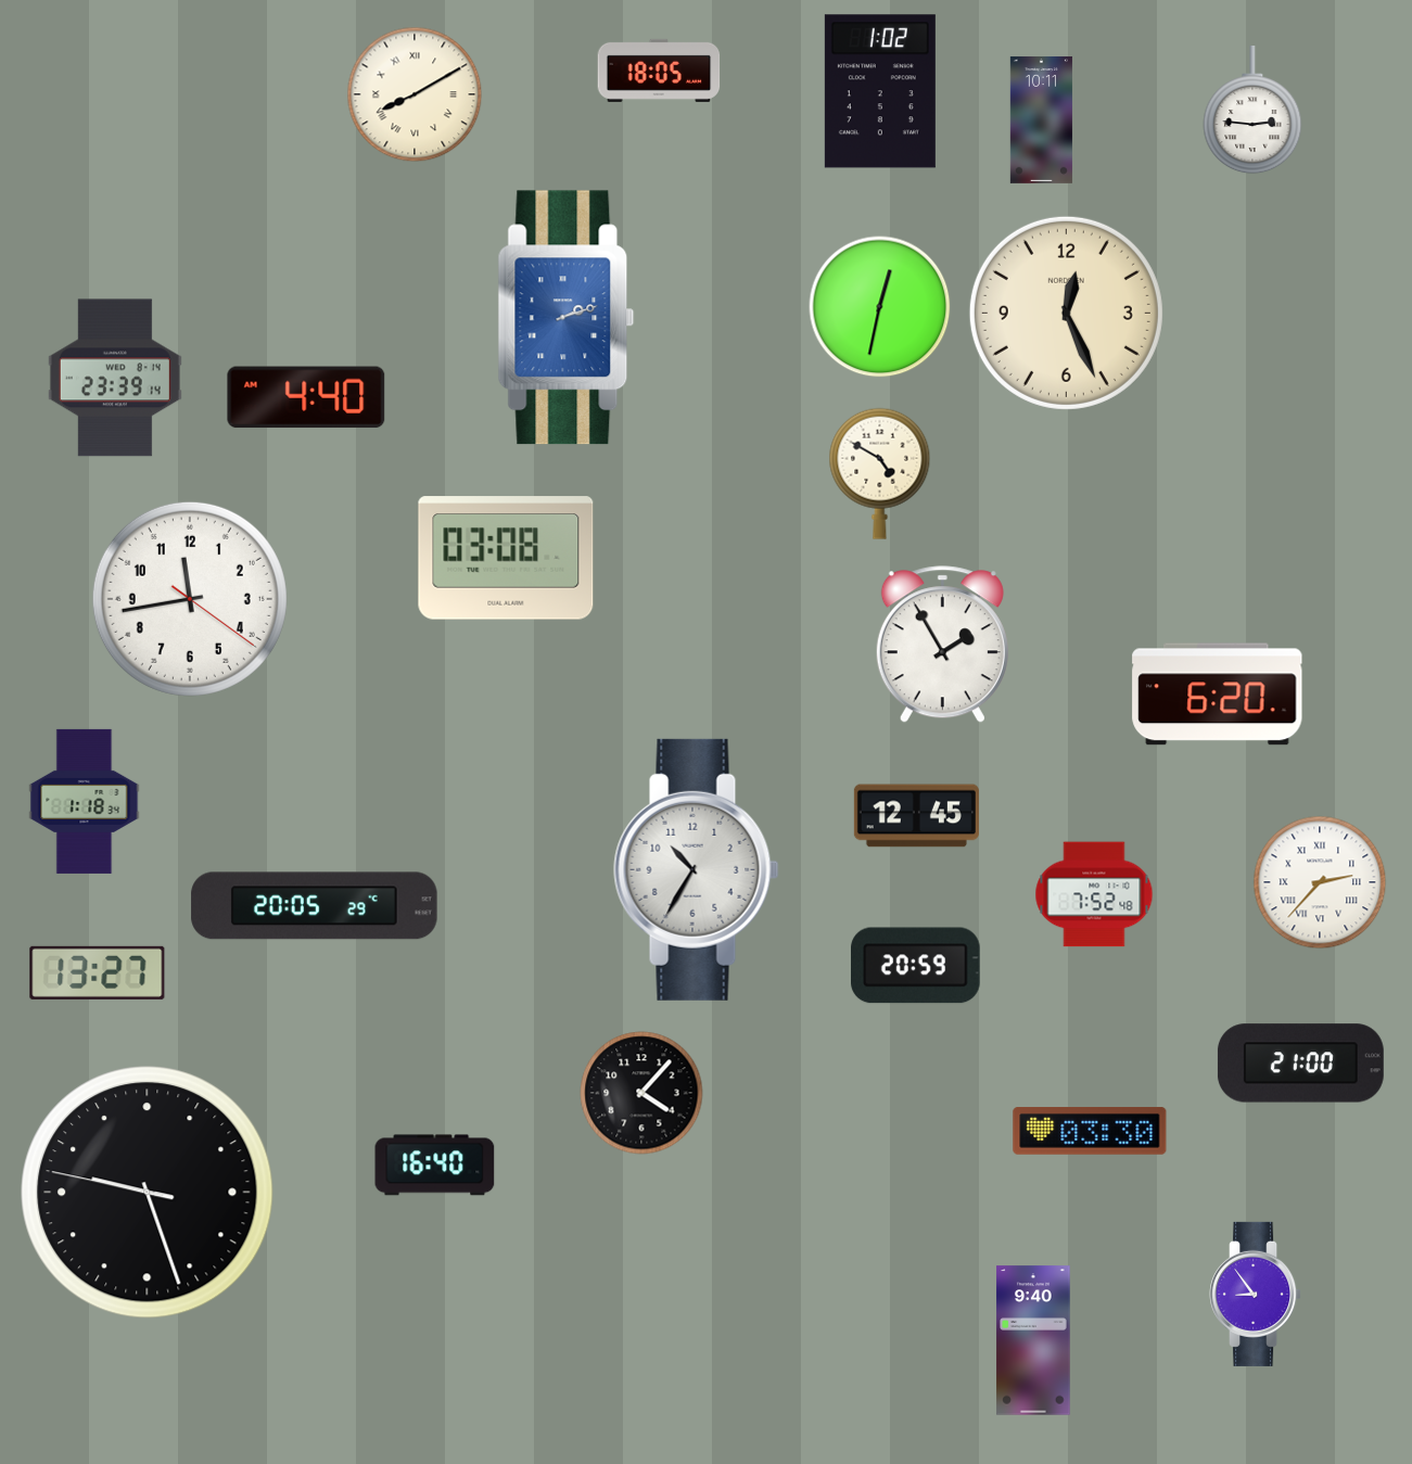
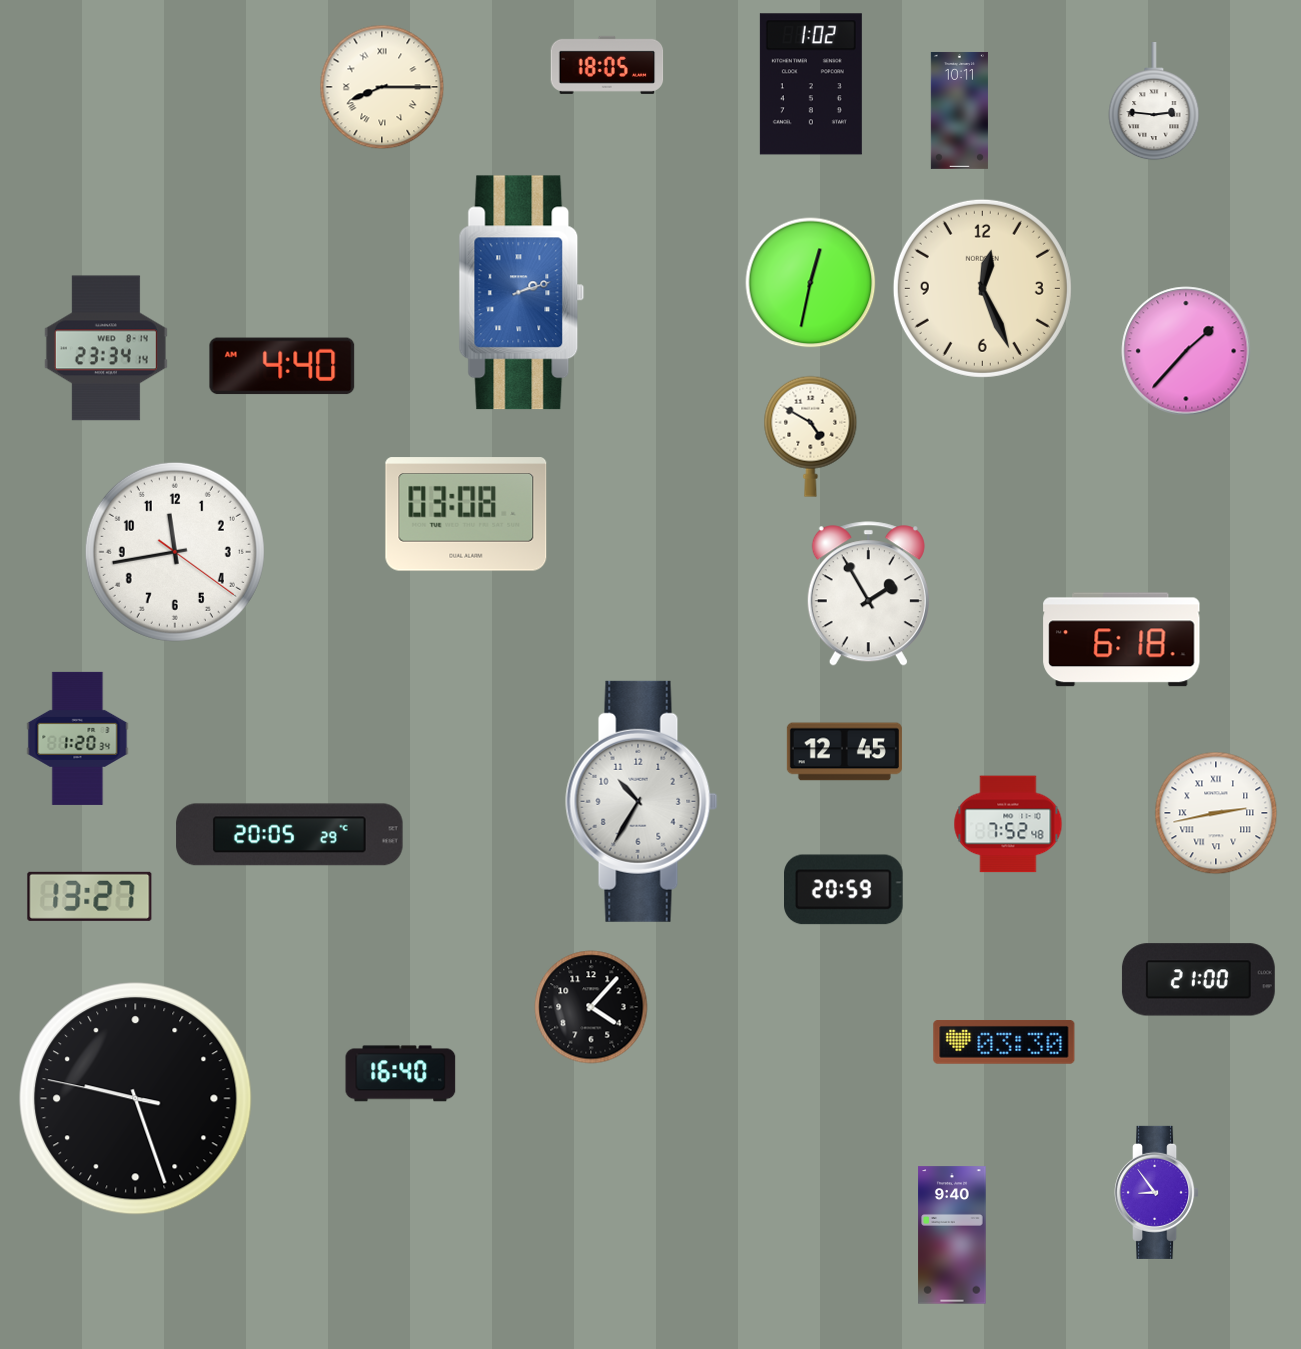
clock at (415, 94): 8:10 -> 8:15
clock at (115, 378): 23:39 -> 23:34
clock at (1186, 351): none -> 1:37
clock at (1218, 695): 6:20 -> 6:18
clock at (85, 801): 1:18 -> 1:20
clock at (1320, 882): 2:37 -> 2:43
